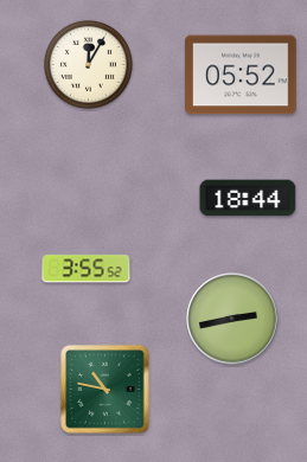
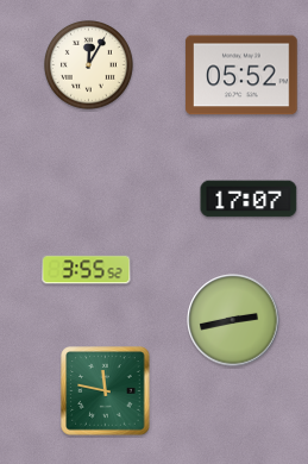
clock at (248, 198): 18:44 -> 17:07
clock at (105, 390): 10:47 -> 11:47
